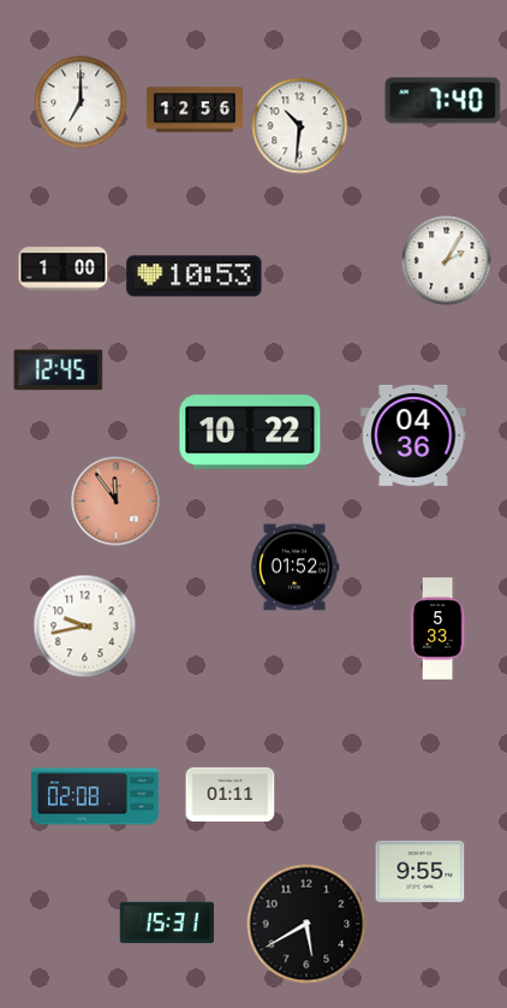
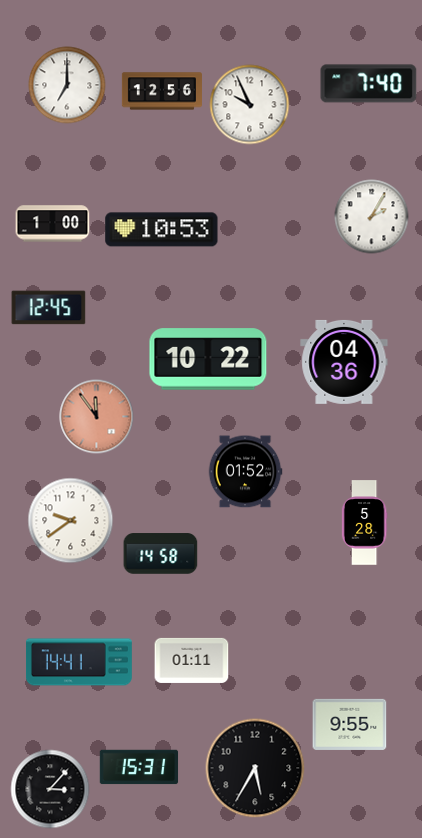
clock at (300, 126): 10:31 -> 9:56
clock at (85, 627): 9:43 -> 9:39
clock at (437, 629): 5:33 -> 5:28
clock at (161, 554): none -> 14:58
clock at (96, 796): 02:08 -> 14:41
clock at (306, 924): 5:40 -> 5:35
clock at (50, 789): none -> 3:07
